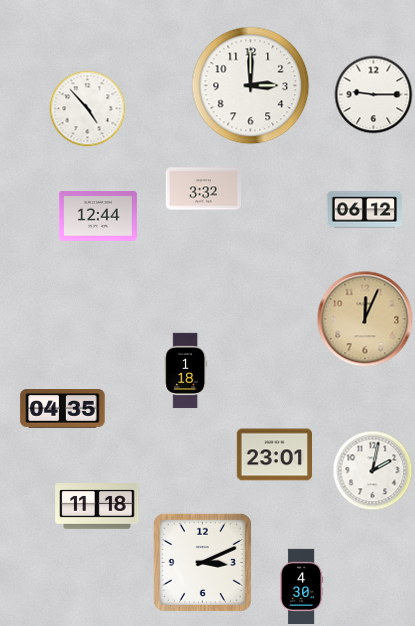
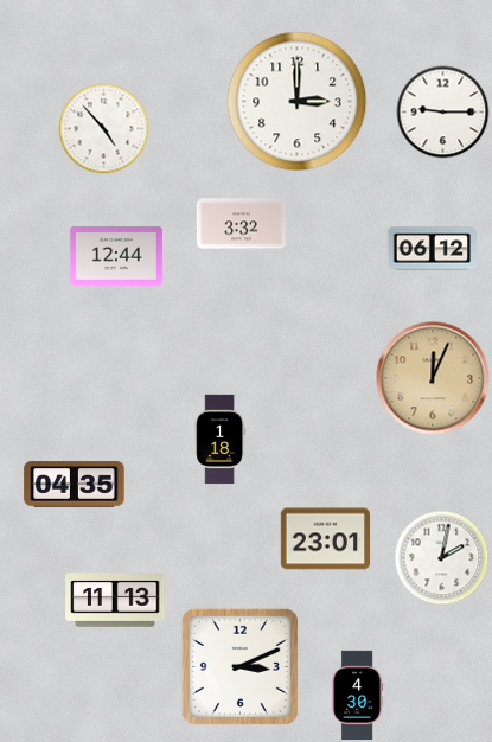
clock at (97, 506): 11:18 -> 11:13
